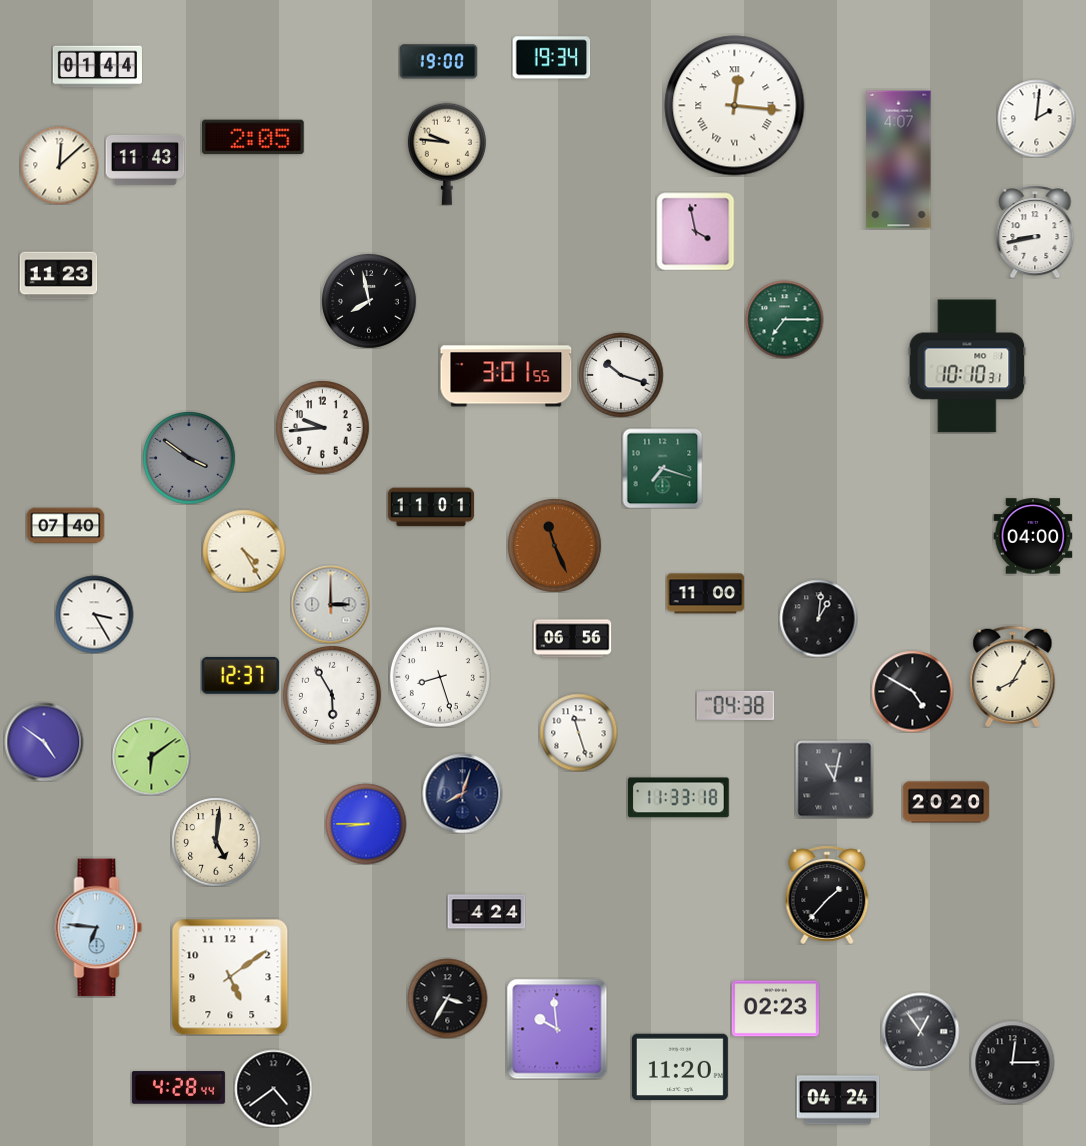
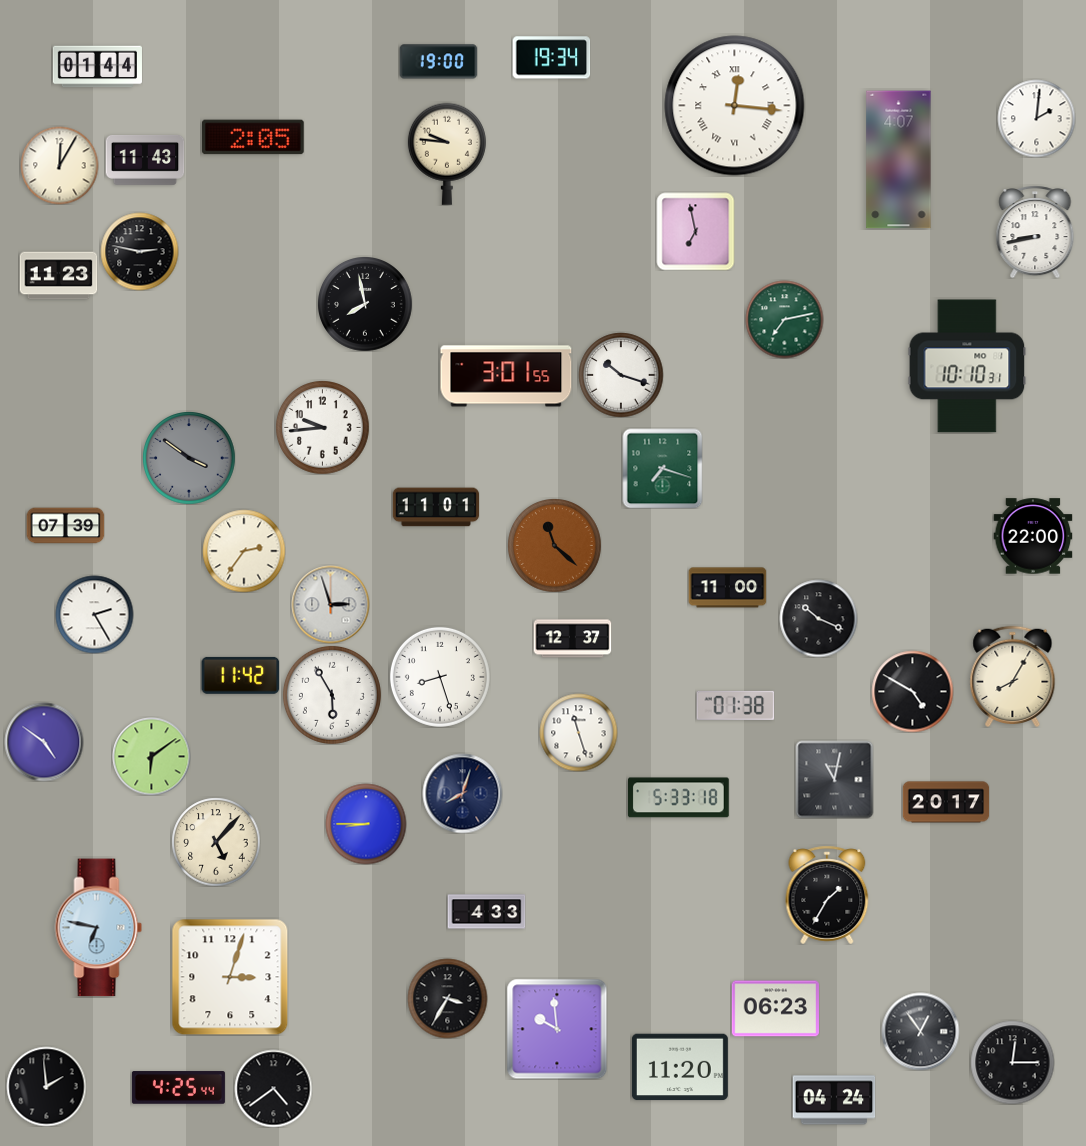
clock at (59, 165): 12:08 -> 12:05
clock at (695, 231): 3:58 -> 6:58
clock at (139, 251): none -> 2:47
clock at (369, 301) position: (369, 301) -> (365, 304)
clock at (784, 319): 7:15 -> 7:13
clock at (430, 507) position: (430, 507) -> (435, 507)
clock at (65, 526): 07:40 -> 07:39
clock at (1033, 536): 04:00 -> 22:00
clock at (555, 546): 11:26 -> 11:22
clock at (244, 551): 4:25 -> 2:36
clock at (705, 594) position: (705, 594) -> (727, 588)
clock at (330, 604): 3:00 -> 2:57
clock at (94, 614): 3:25 -> 2:25
clock at (818, 618): 1:01 -> 10:19
clock at (572, 639): 06:56 -> 12:37
clock at (240, 675): 12:37 -> 11:42
clock at (735, 705): 04:38 -> 01:38
clock at (679, 798): 11:33 -> 5:33
clock at (946, 802): 20:20 -> 20:17
clock at (216, 842): 5:01 -> 5:07
clock at (827, 895): 1:37 -> 1:35
clock at (486, 912): 4:24 -> 4:33
clock at (99, 928): 6:46 -> 6:47
clock at (230, 977): 5:09 -> 3:03
clock at (775, 1009): 02:23 -> 06:23
clock at (46, 1086): none -> 1:59
clock at (178, 1088): 4:28 -> 4:25
clock at (838, 1100) position: (838, 1100) -> (834, 1100)
